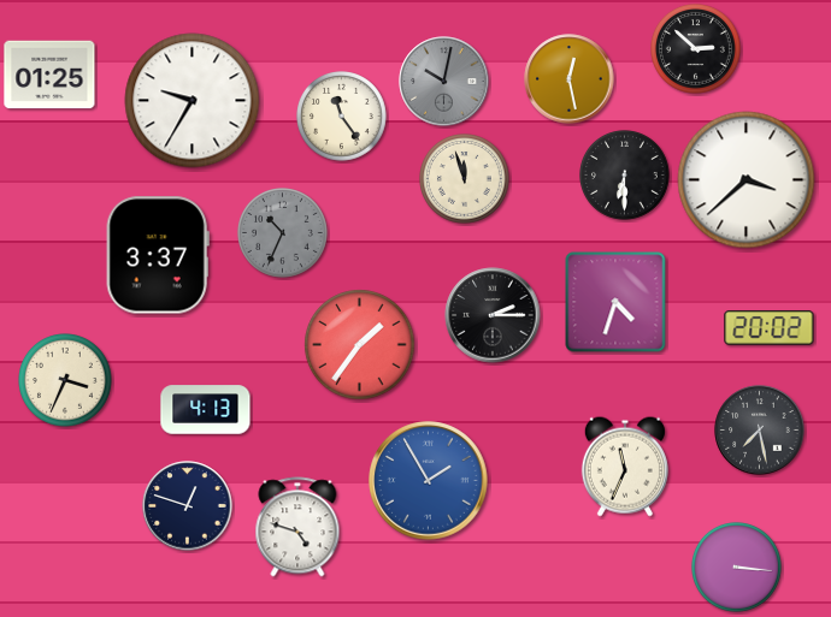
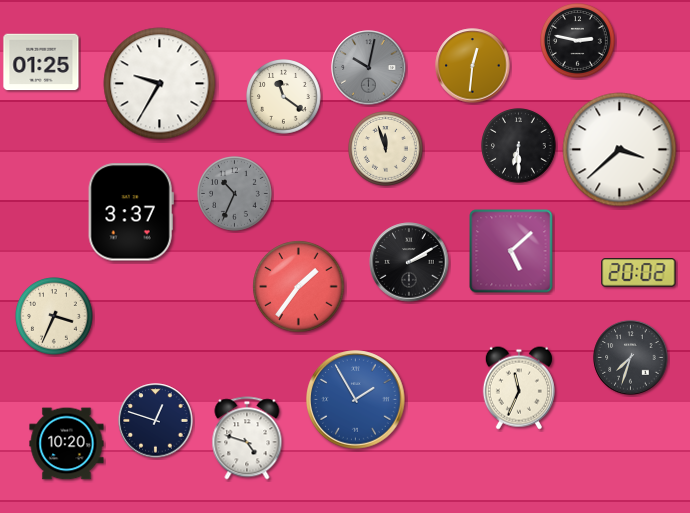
clock at (696, 49): 2:52 -> 2:47
clock at (570, 79): 12:28 -> 12:31
clock at (342, 117): 11:24 -> 11:21
clock at (615, 302): 4:33 -> 5:08
clock at (493, 315): 2:15 -> 2:10
clock at (206, 410): 4:13 -> none
clock at (760, 431): 7:28 -> 7:33
clock at (67, 444): none -> 10:20
clock at (737, 568): 3:16 -> none
